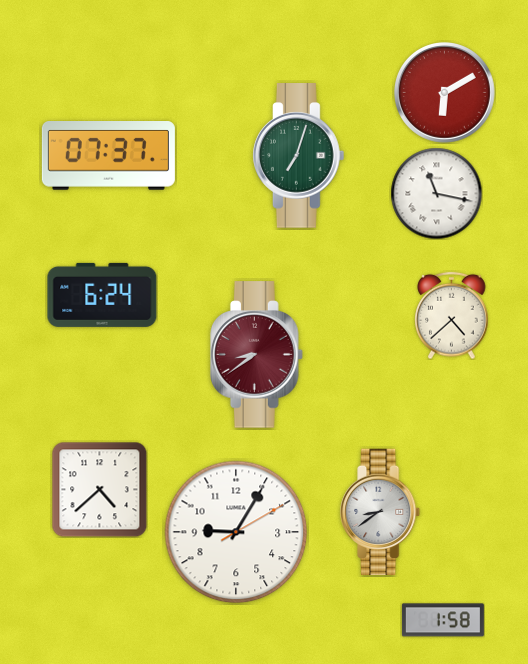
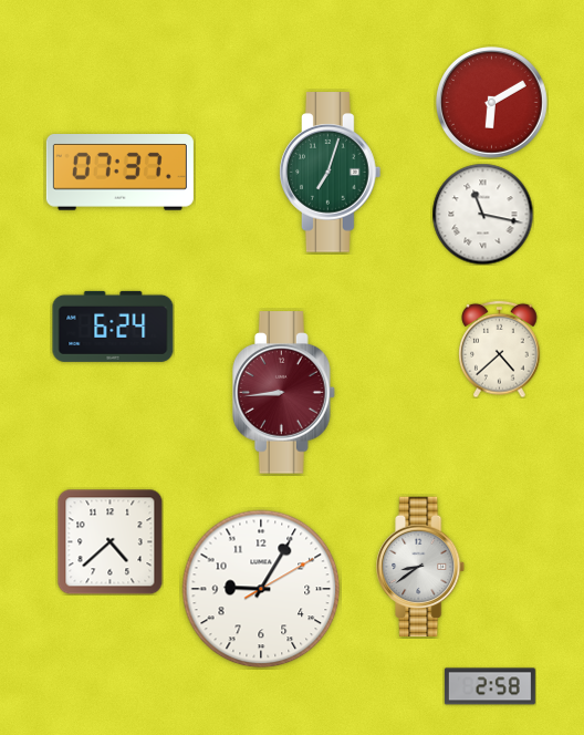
clock at (257, 355): 8:39 -> 8:44
clock at (443, 620): 1:58 -> 2:58
